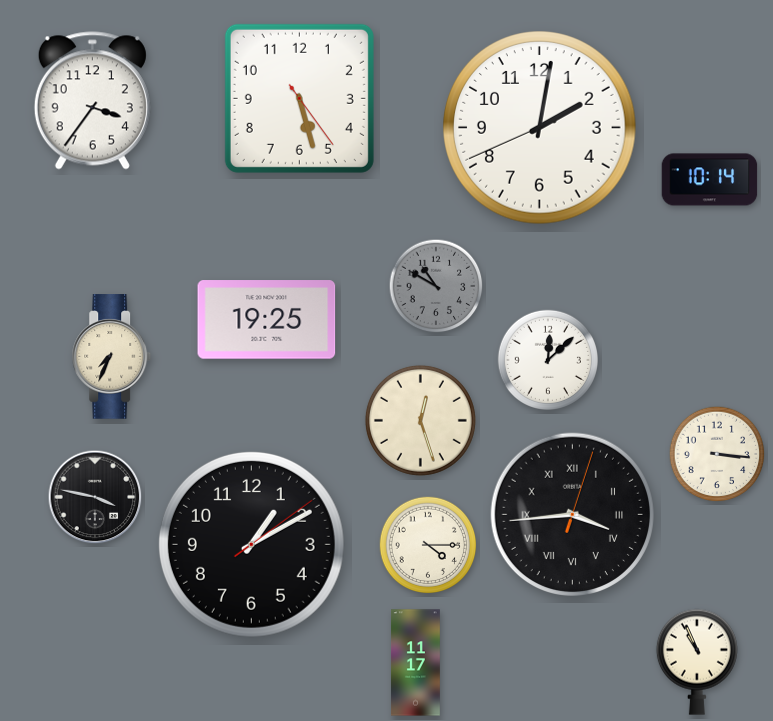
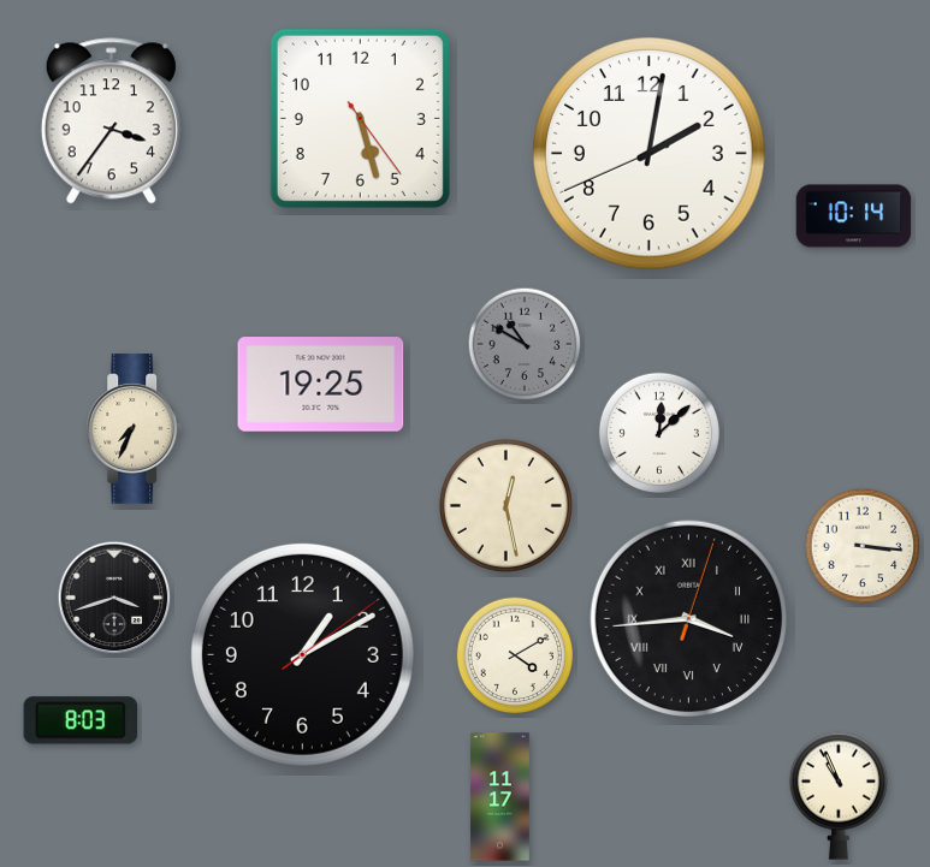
clock at (420, 420): 12:27 -> 12:28
clock at (95, 497): 3:47 -> 3:42
clock at (428, 545): 4:15 -> 4:10
clock at (81, 720): none -> 8:03
